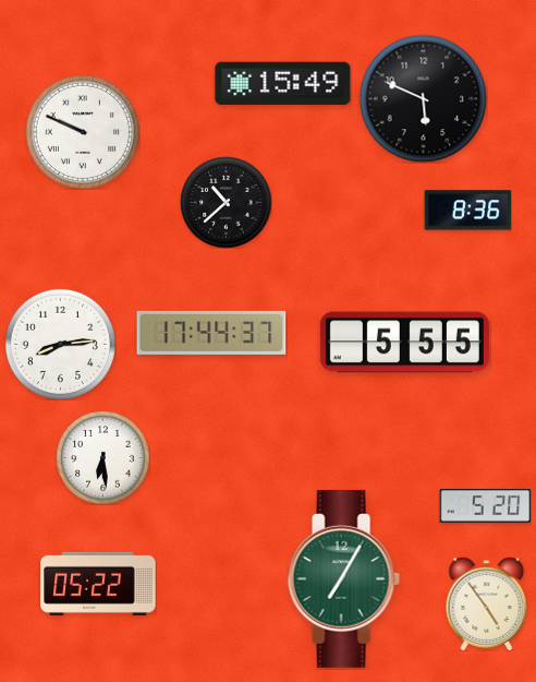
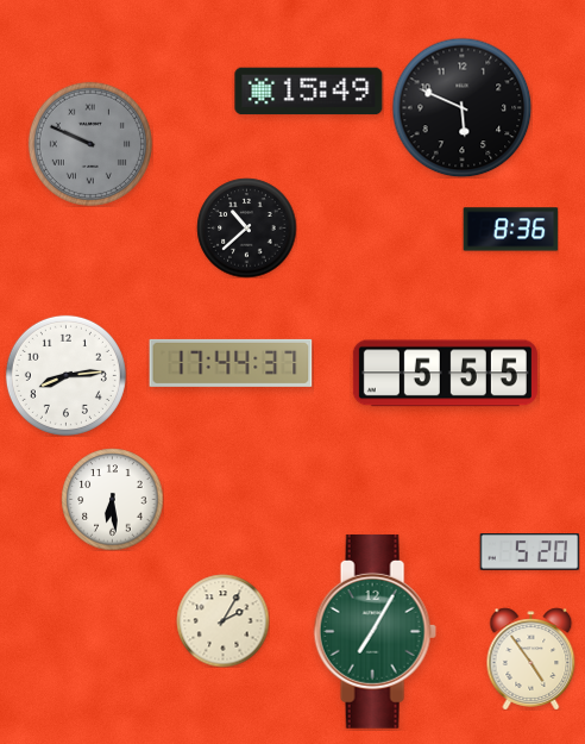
clock at (83, 132) dial: white -> grey
clock at (226, 202) position: (226, 202) -> (246, 227)
clock at (404, 343) position: (404, 343) -> (445, 374)
clock at (222, 620): none -> 2:05
clock at (98, 584): 05:22 -> none
